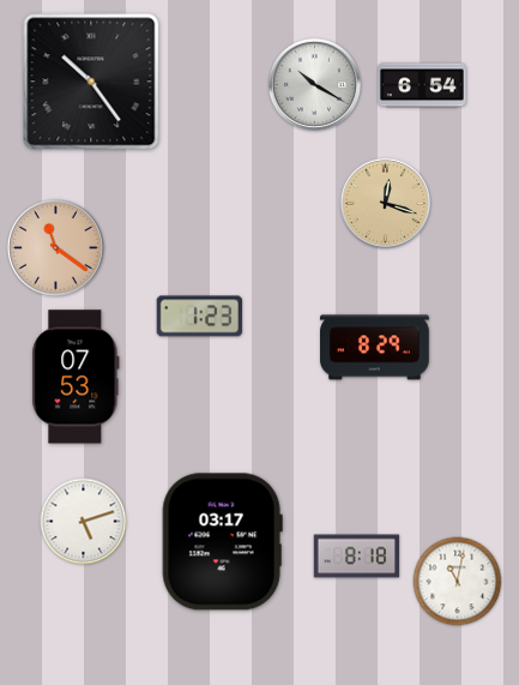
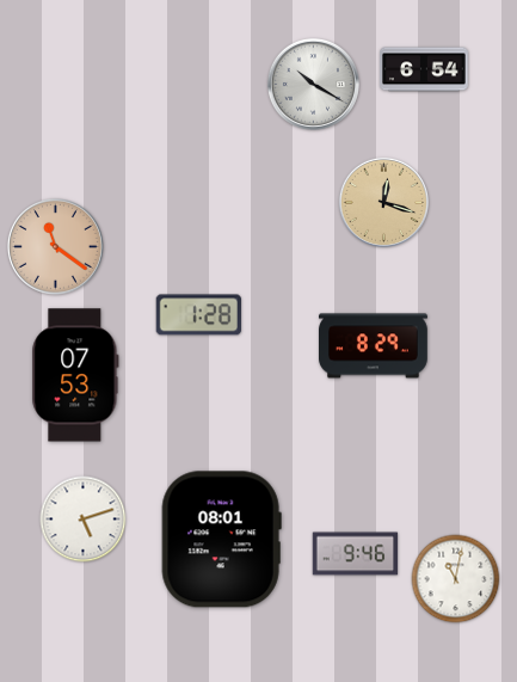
clock at (91, 82): 10:24 -> none
clock at (423, 85) position: (423, 85) -> (425, 69)
clock at (199, 317): 1:23 -> 1:28
clock at (222, 542): 03:17 -> 08:01
clock at (357, 557): 8:18 -> 9:46
